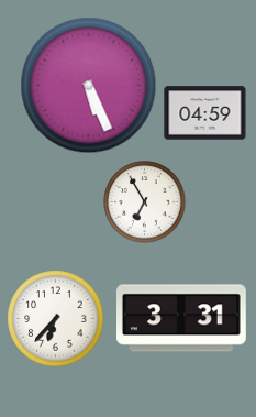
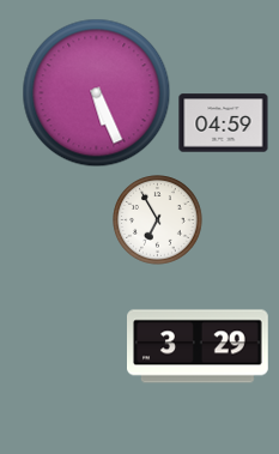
clock at (181, 318): 3:31 -> 3:29
clock at (56, 319): 6:37 -> none
